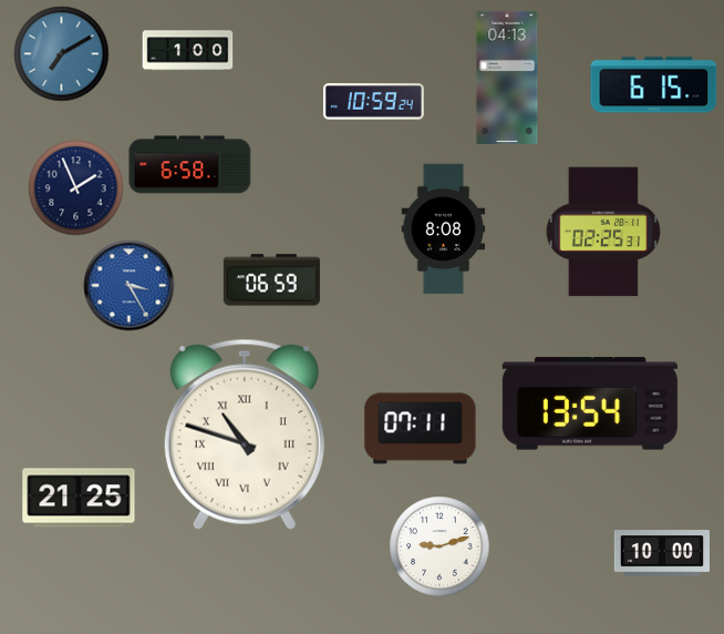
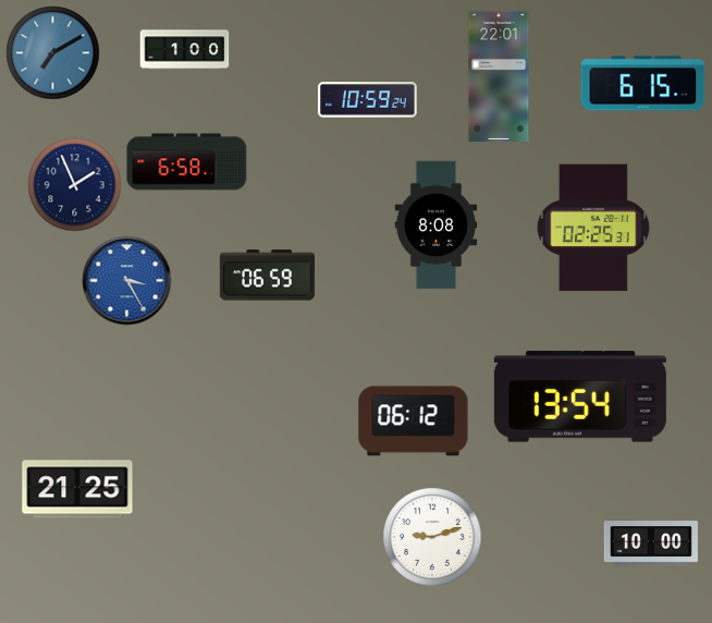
clock at (62, 54) position: (62, 54) -> (53, 53)
clock at (507, 76): 04:13 -> 22:01
clock at (421, 429): 07:11 -> 06:12
clock at (245, 434): 10:48 -> none
